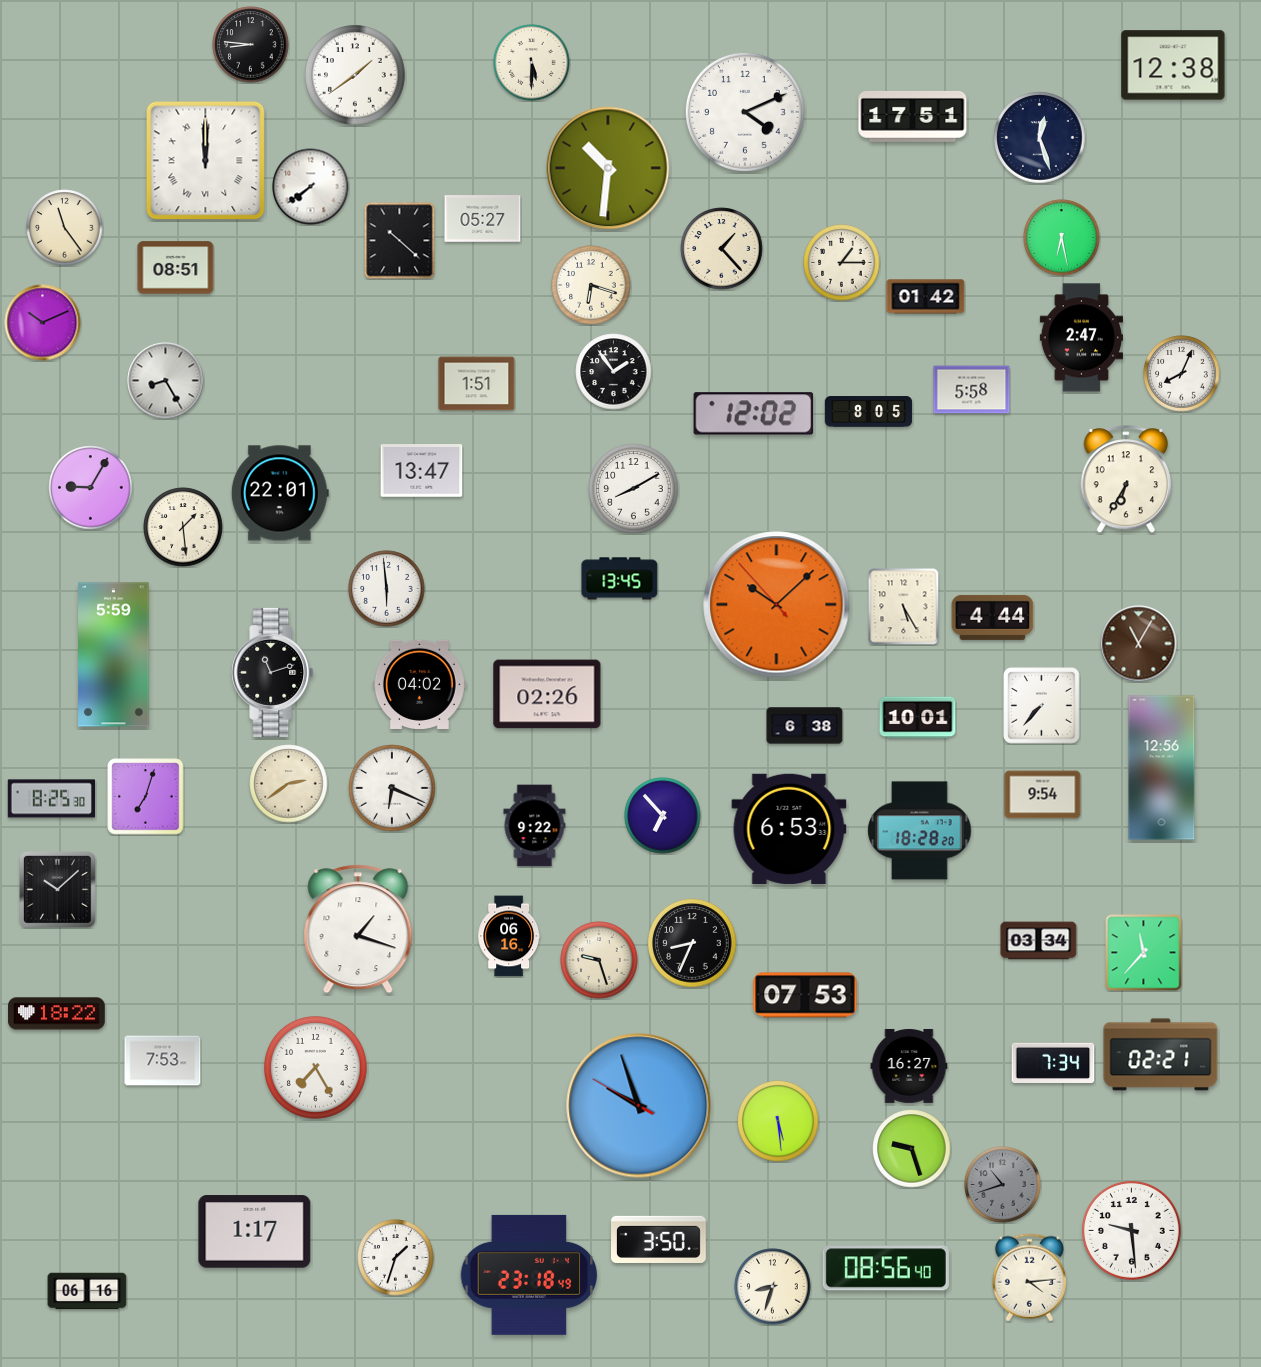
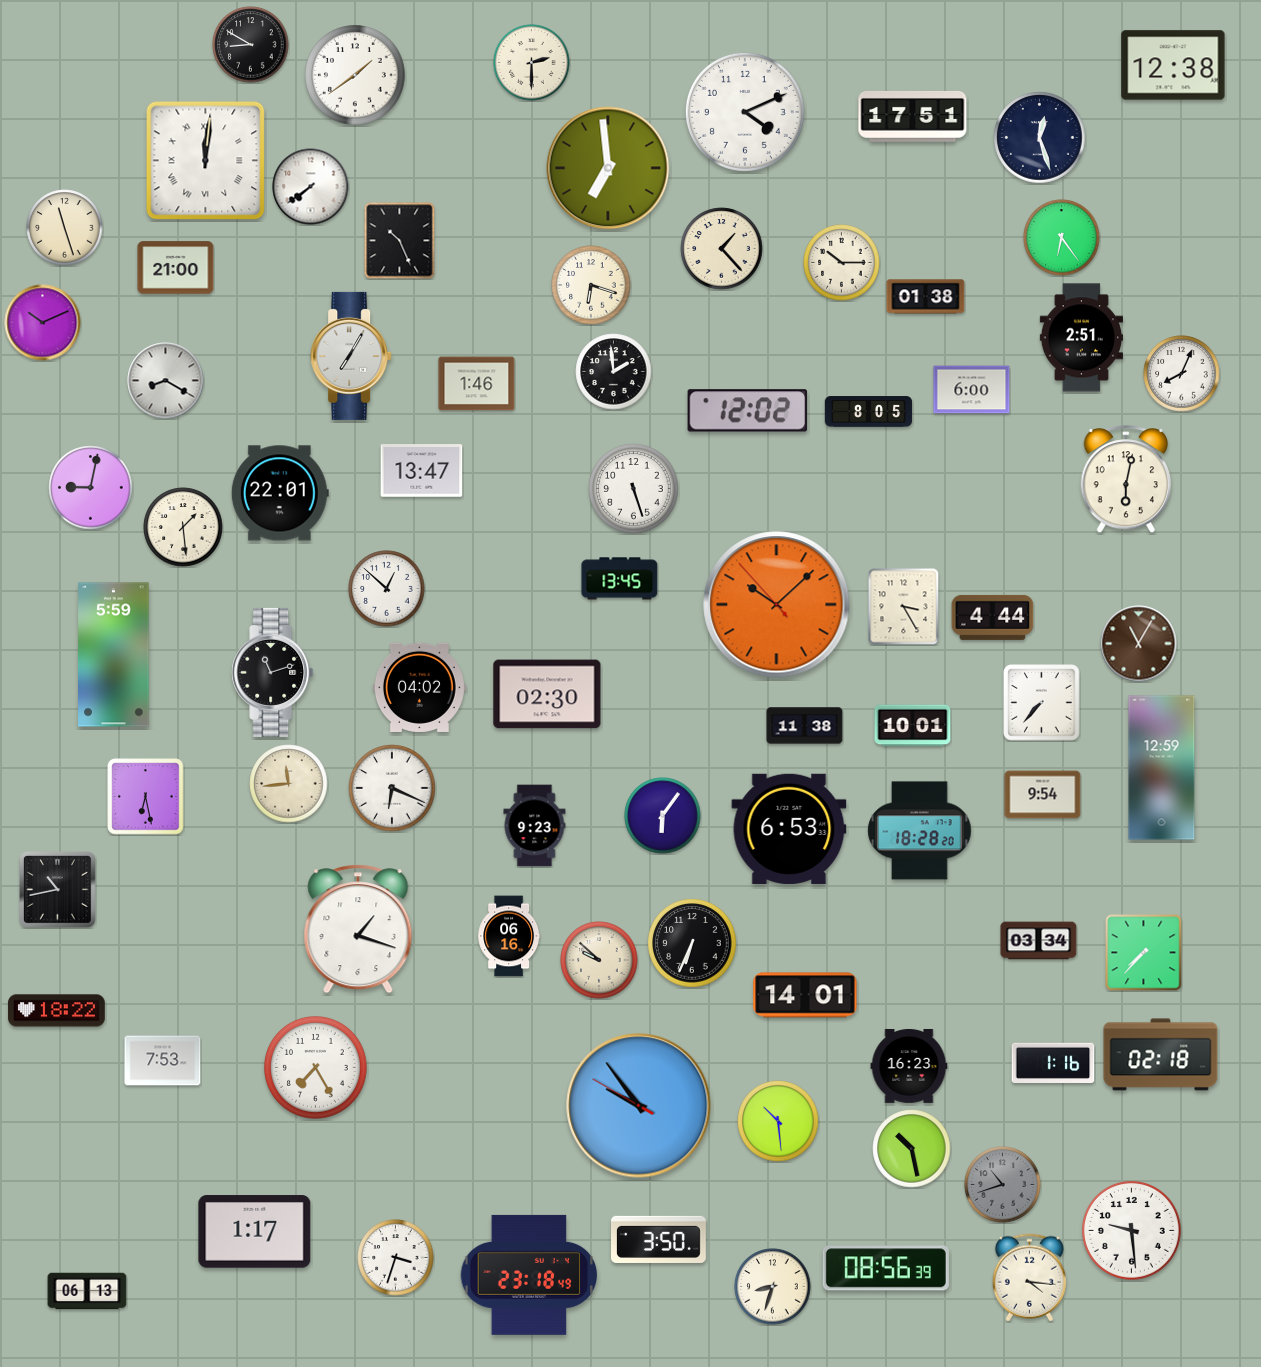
clock at (251, 45): 8:46 -> 8:50
clock at (532, 63): 5:30 -> 2:30
clock at (206, 161): 12:00 -> 12:01
clock at (608, 168): 10:31 -> 6:59
clock at (483, 219): 05:27 -> none
clock at (65, 228): 11:24 -> 11:27
clock at (1062, 238): 6:28 -> 6:24
clock at (400, 240): 10:22 -> 10:26
clock at (842, 263): 1:15 -> 10:15
clock at (176, 268): 08:51 -> 21:00
clock at (926, 297): 01:42 -> 01:38
clock at (1082, 338): 2:47 -> 2:51
clock at (351, 356): none -> 7:05
clock at (614, 372): 1:54 -> 1:59
clock at (166, 381): 8:25 -> 8:20
clock at (477, 384): 1:51 -> 1:46
clock at (972, 390): 5:58 -> 6:00
clock at (754, 414) position: (754, 414) -> (748, 411)
clock at (1126, 480): 6:35 -> 6:02
clock at (91, 488): 9:05 -> 9:02
clock at (634, 489): 8:10 -> 5:27
clock at (387, 589): 5:59 -> 12:52
clock at (904, 606): 5:25 -> 3:25
clock at (419, 684) position: (419, 684) -> (419, 687)
clock at (547, 694): 02:26 -> 02:30
clock at (1042, 706) position: (1042, 706) -> (1042, 703)
clock at (918, 718) position: (918, 718) -> (913, 726)
clock at (805, 726): 6:38 -> 11:38
clock at (1162, 768): 12:56 -> 12:59
clock at (289, 784): 2:39 -> 11:44
clock at (146, 797): 7:03 -> 6:28
clock at (52, 799): 8:25 -> none
clock at (663, 816): 6:53 -> 6:06
clock at (535, 826): 9:22 -> 9:23
clock at (58, 890): 10:08 -> 10:43
clock at (692, 943): 8:34 -> 6:34
clock at (1144, 953): 11:37 -> 7:37
clock at (599, 960): 9:27 -> 9:52
clock at (805, 995): 07:53 -> 14:01
clock at (57, 1014) position: (57, 1014) -> (57, 1011)
clock at (1161, 1055): 02:21 -> 02:18
clock at (1053, 1062): 7:34 -> 1:16
clock at (909, 1066): 16:27 -> 16:23
clock at (639, 1106): 9:56 -> 9:53
clock at (778, 1121): 5:29 -> 10:29
clock at (912, 1149): 9:27 -> 10:28
clock at (396, 1258): 1:33 -> 3:33
clock at (886, 1268): 08:56:40 -> 08:56:39
clock at (1029, 1278): 4:14 -> 4:16
clock at (87, 1291): 06:16 -> 06:13
